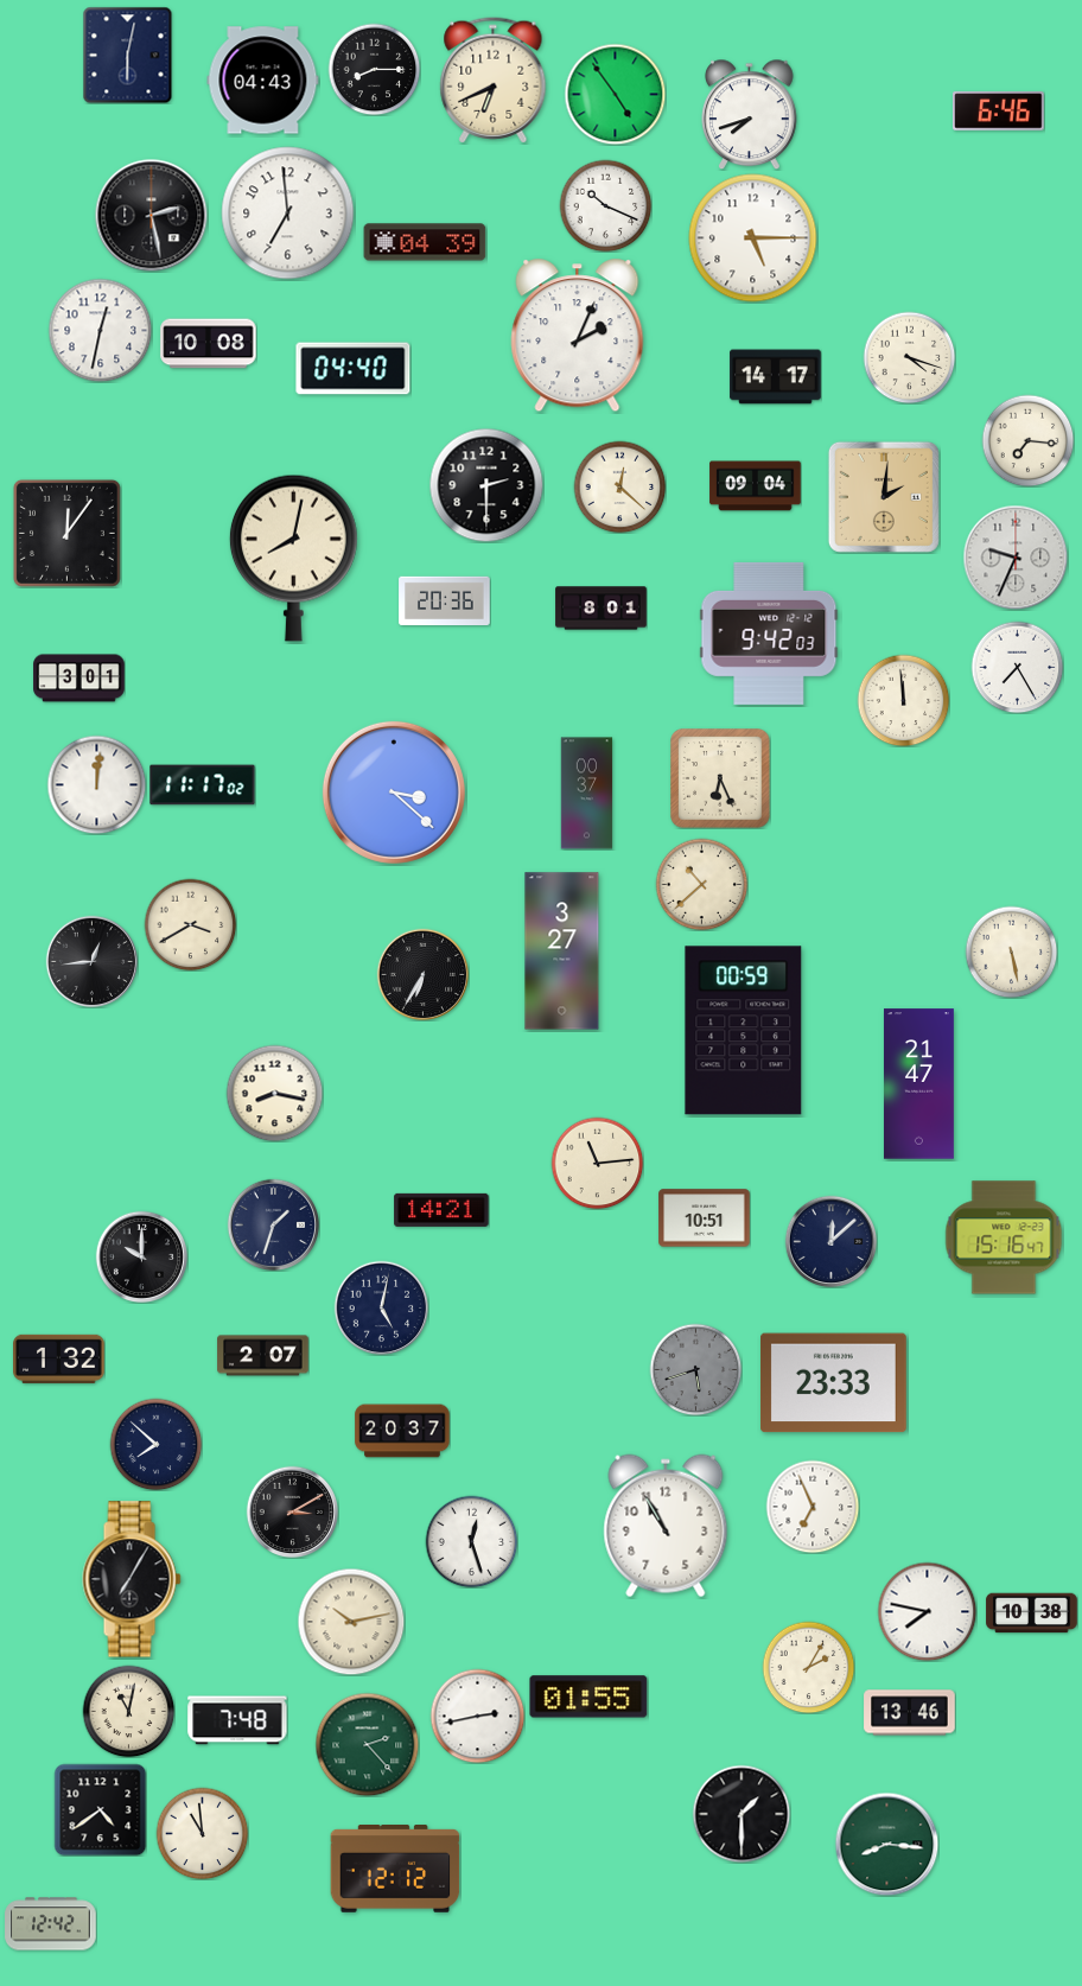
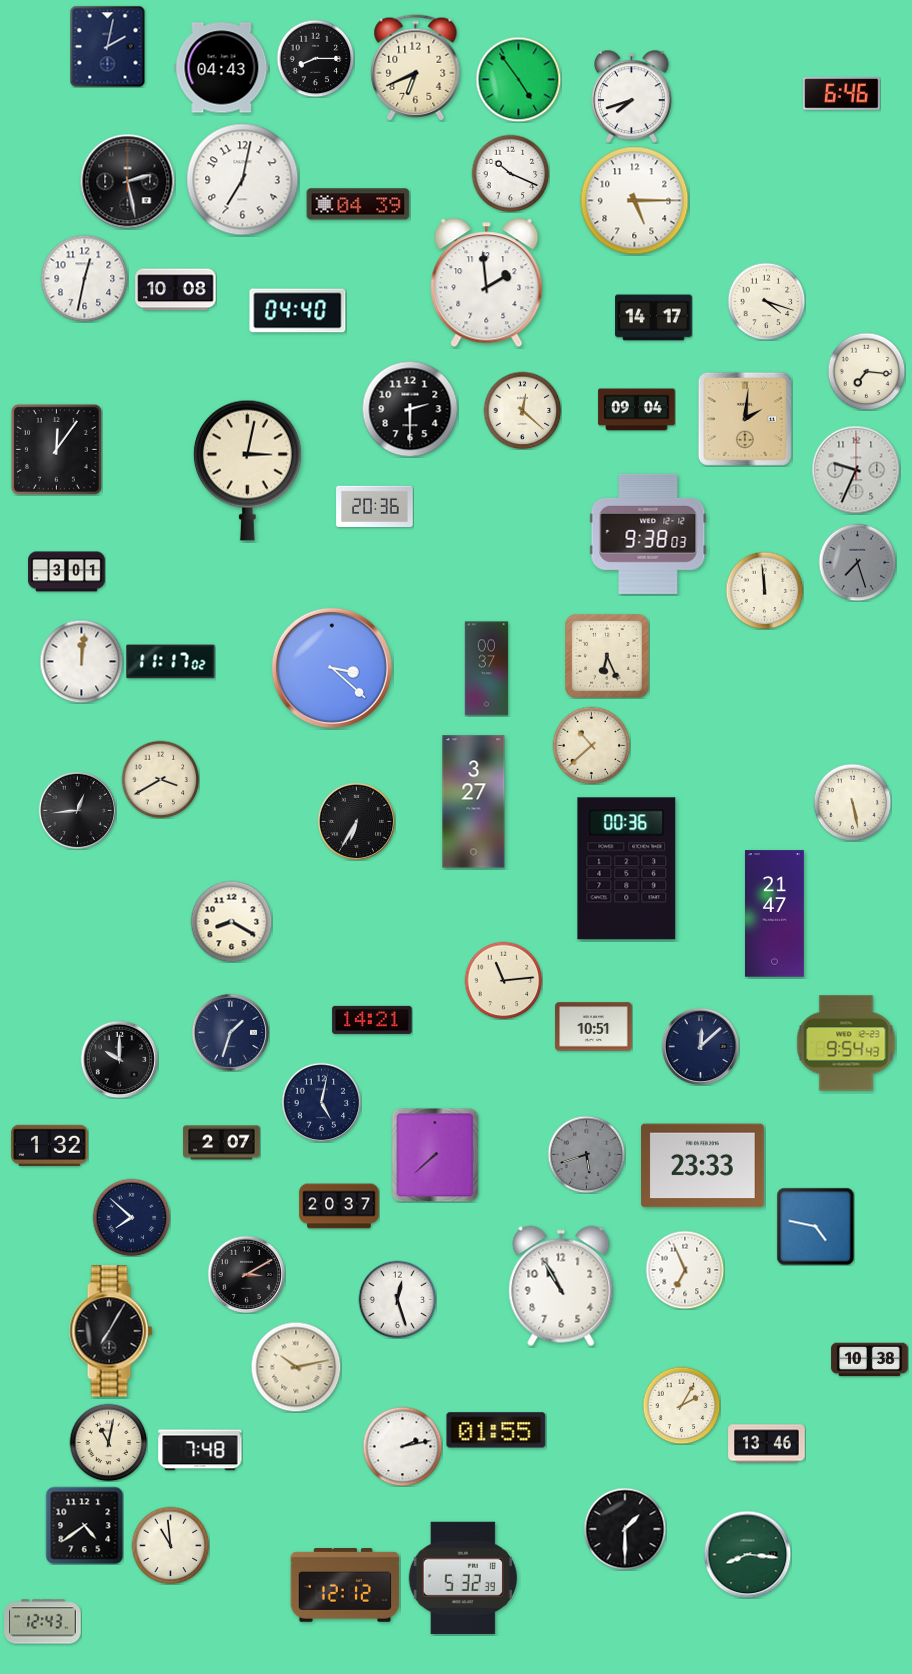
clock at (128, 55): 6:02 -> 2:02
clock at (288, 214): 6:59 -> 7:02
clock at (578, 336): 2:04 -> 1:59
clock at (293, 558): 8:02 -> 3:02
clock at (602, 609): 8:01 -> none
clock at (769, 634): 9:42 -> 9:38
clock at (1017, 667): 7:25 -> 7:27
clock at (1017, 667) dial: white -> grey
clock at (903, 700) position: (903, 700) -> (764, 590)
clock at (587, 794) position: (587, 794) -> (487, 669)
clock at (744, 1031): 00:59 -> 00:36
clock at (274, 1093): 8:17 -> 8:20
clock at (1004, 1237): 15:16 -> 9:54
clock at (435, 1155): none -> 7:38
clock at (815, 1226): none -> 4:47
clock at (927, 1611): 7:47 -> none
clock at (477, 1716): 2:43 -> 2:13
clock at (367, 1744): 2:23 -> none
clock at (395, 1870) position: (395, 1870) -> (345, 1586)
clock at (463, 1578): none -> 5:32
clock at (51, 1924): 12:42 -> 12:43
